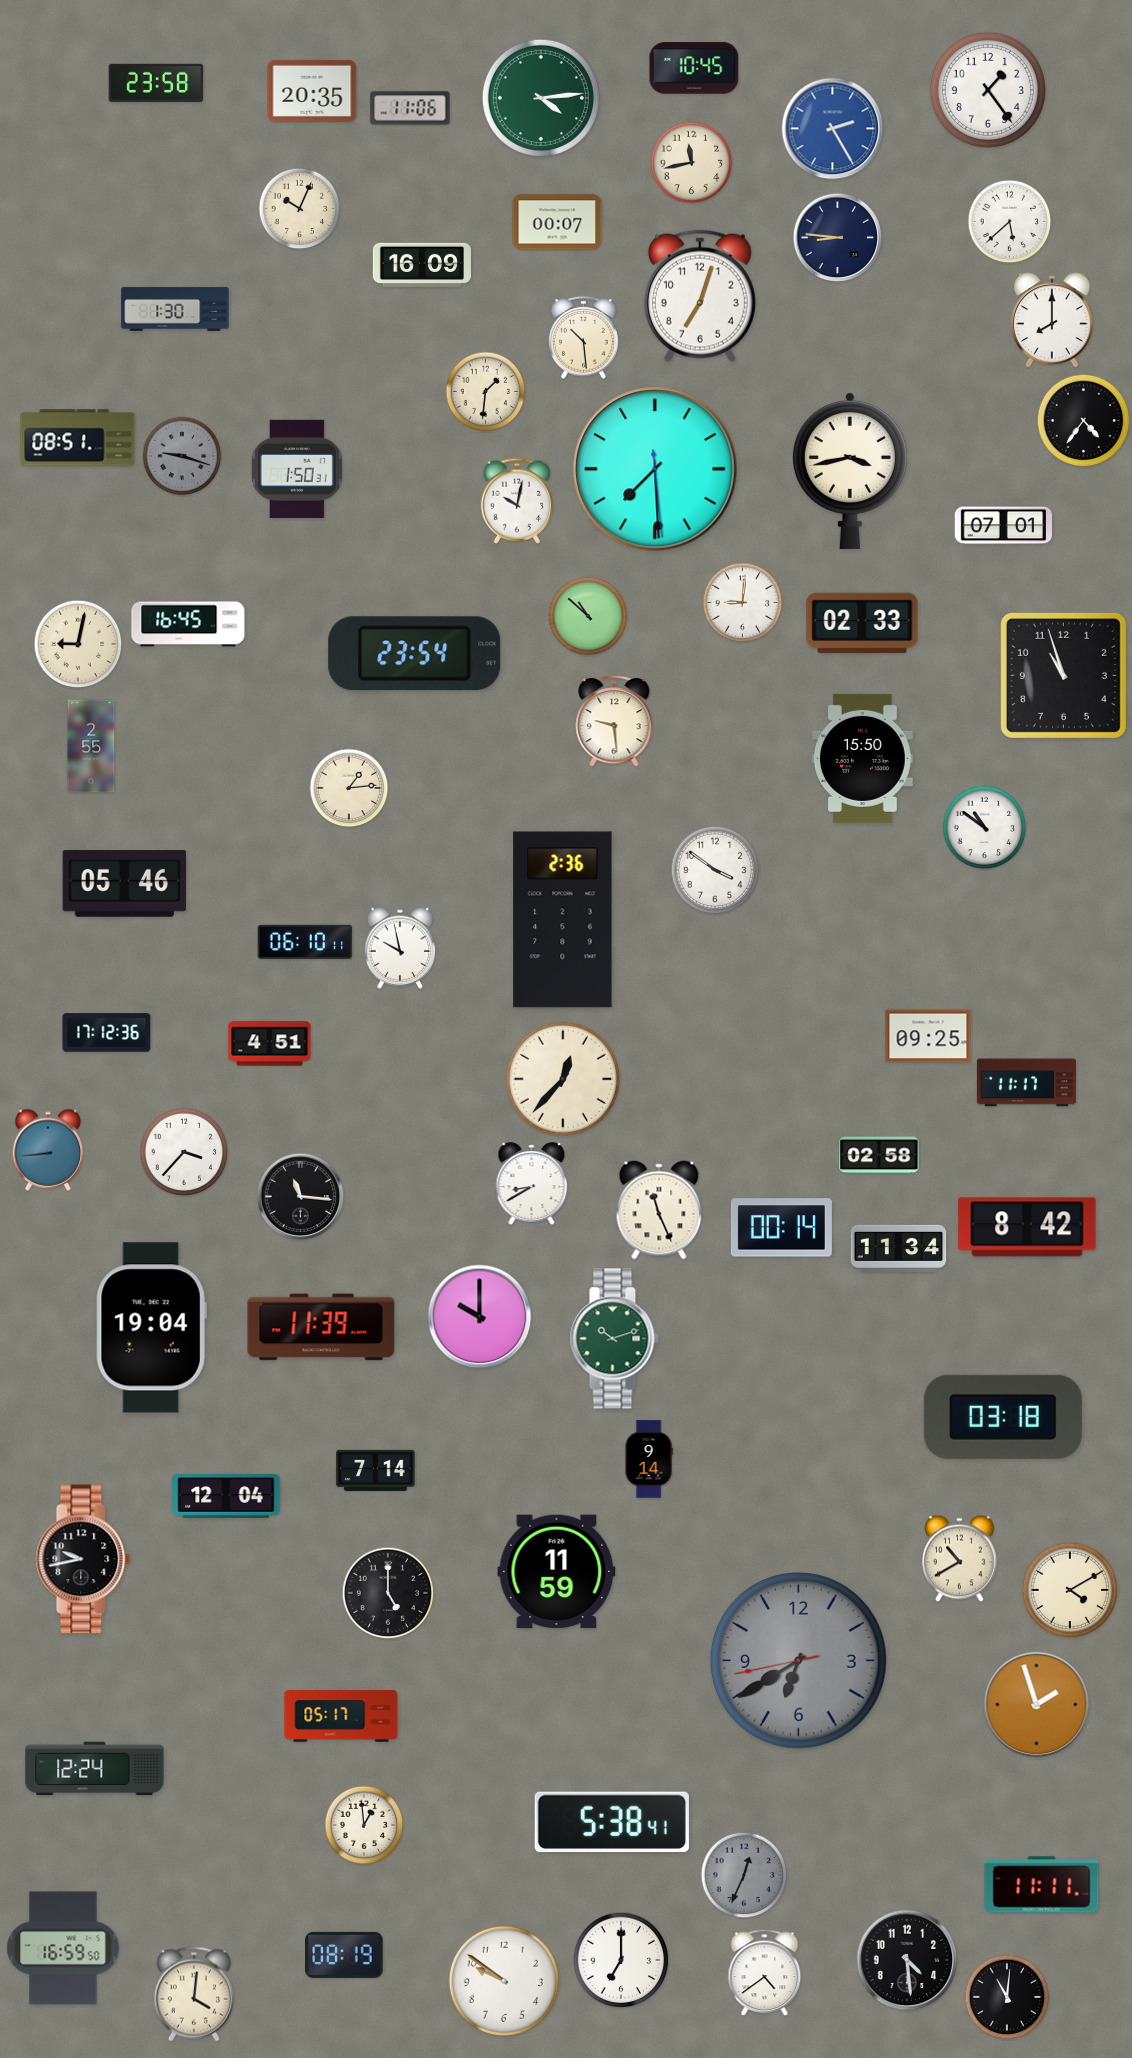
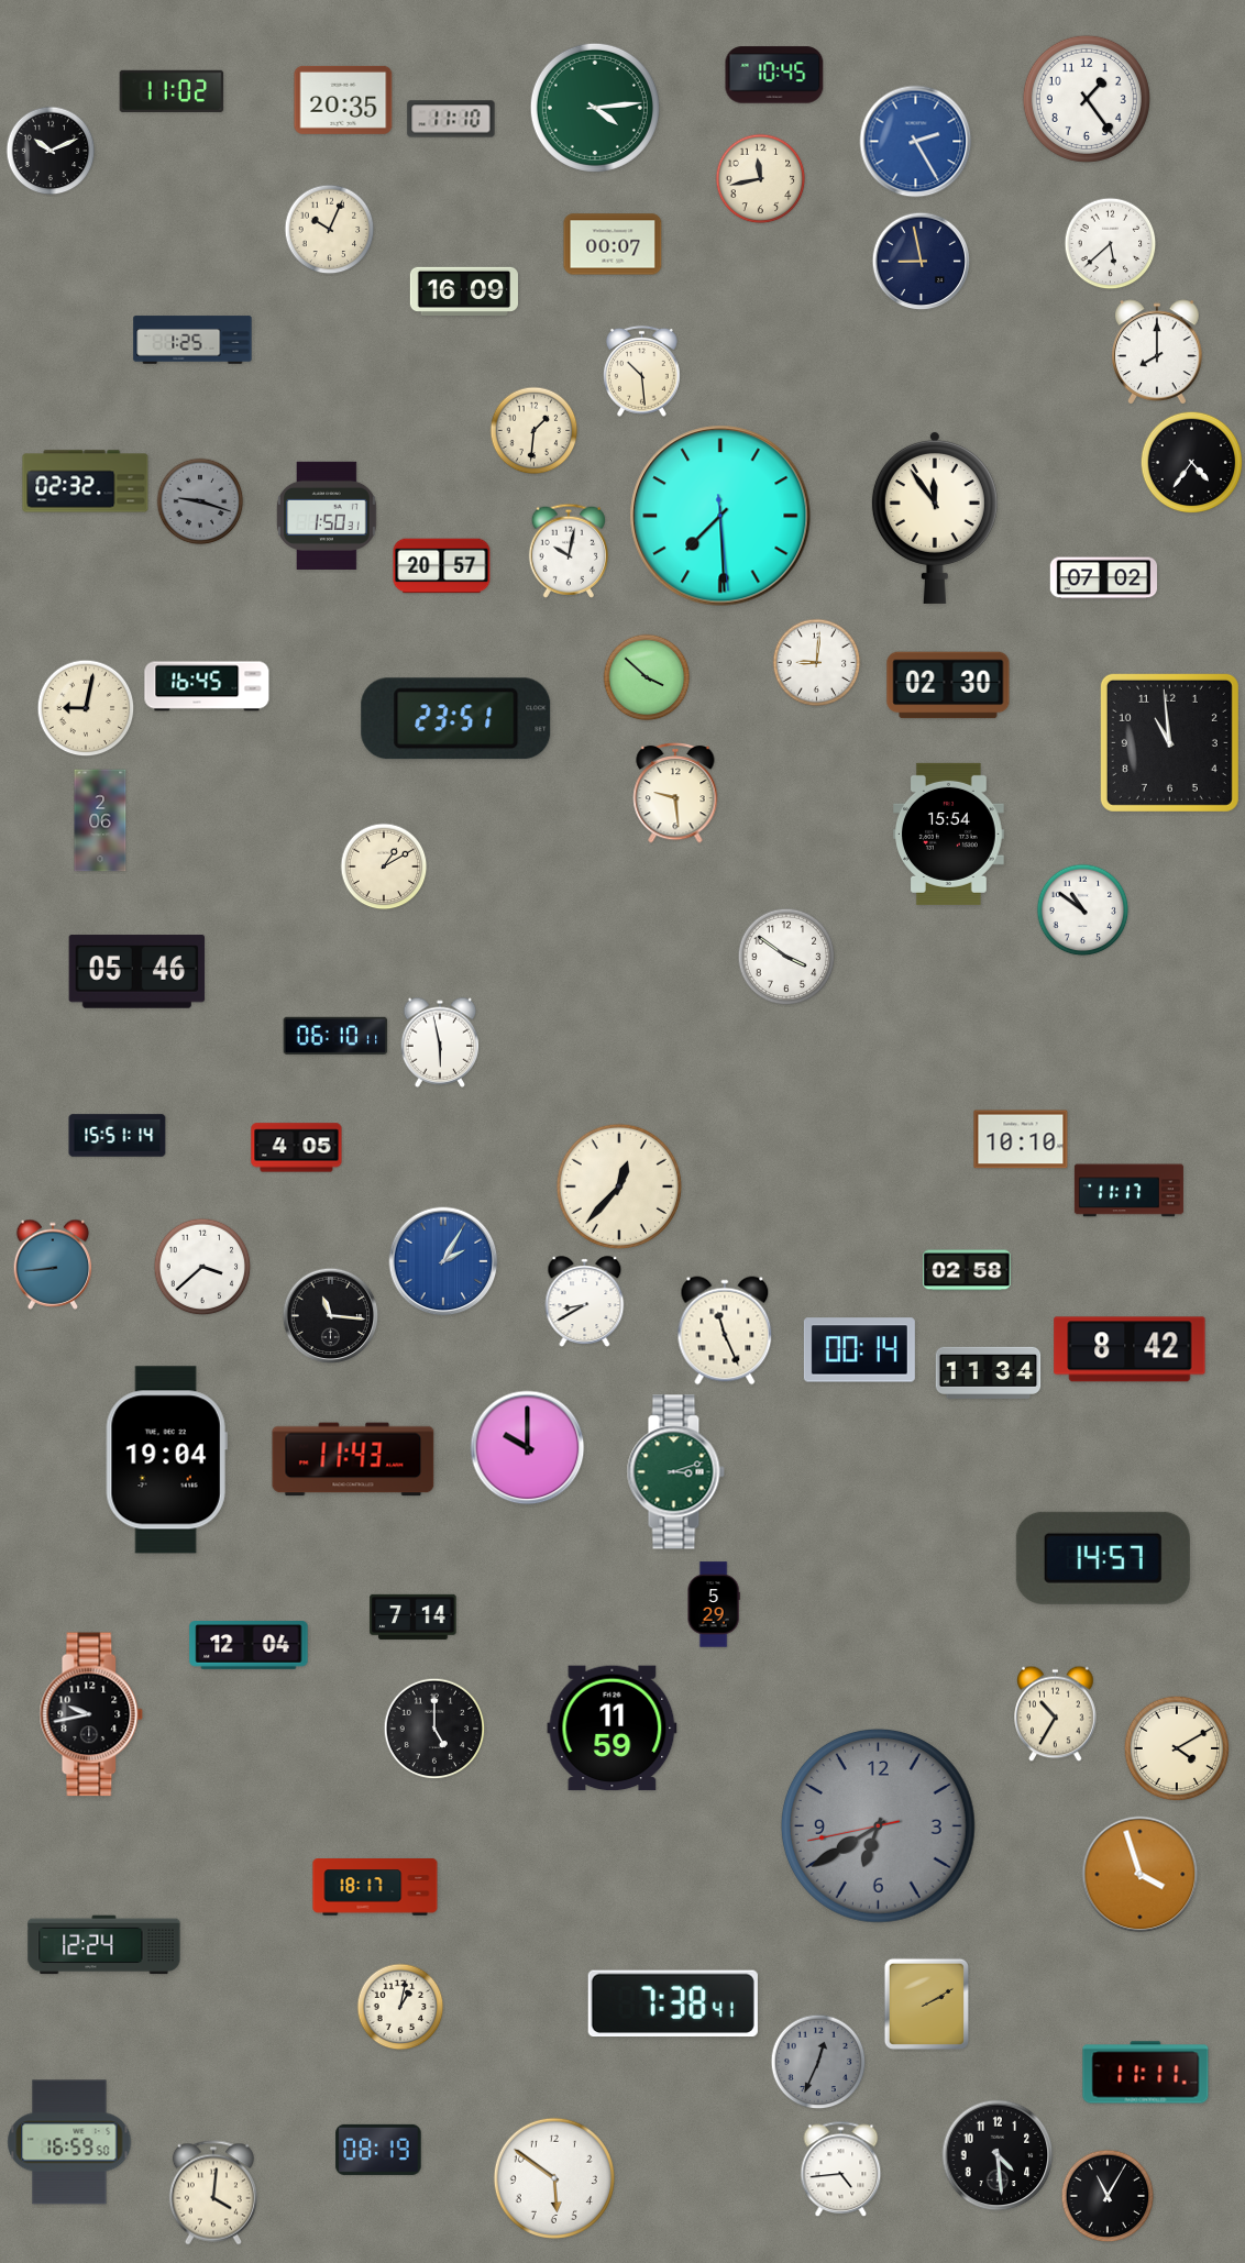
clock at (694, 68) position: (694, 68) -> (774, 75)
clock at (156, 83): 23:58 -> 11:02
clock at (410, 108): 11:06 -> 11:10
clock at (51, 151): none -> 10:11
clock at (838, 238): 8:46 -> 8:58
clock at (700, 296): 7:03 -> none
clock at (175, 309): 1:30 -> 1:25
clock at (78, 438): 08:51 -> 02:32
clock at (850, 470): 3:43 -> 11:54
clock at (442, 566): none -> 20:57
clock at (1003, 526): 07:01 -> 07:02
clock at (588, 616): 10:52 -> 3:52
clock at (862, 623): 02:33 -> 02:30
clock at (415, 654): 23:54 -> 23:51
clock at (1063, 675): 10:57 -> 10:59
clock at (91, 746): 2:55 -> 2:06
clock at (863, 758): 15:50 -> 15:54
clock at (349, 788): 1:14 -> 1:10
clock at (563, 920): 2:36 -> none
clock at (400, 948): 9:58 -> 5:58
clock at (107, 1033): 17:12 -> 15:51
clock at (928, 1036): 09:25 -> 10:10
clock at (270, 1044): 4:51 -> 4:05
clock at (443, 1261): none -> 2:05
clock at (184, 1152): 3:37 -> 3:38
clock at (321, 1327): 11:39 -> 11:43
clock at (614, 1339): 10:12 -> 3:12
clock at (1003, 1417): 03:18 -> 14:57
clock at (649, 1459): 9:14 -> 5:29
clock at (960, 1559): 10:40 -> 10:35
clock at (388, 1593) position: (388, 1593) -> (434, 1729)
clock at (1037, 1705): 1:57 -> 3:57
clock at (341, 1716): 05:17 -> 18:17
clock at (612, 1822): 5:38 -> 7:38
clock at (926, 2003): none -> 2:10
clock at (364, 1825): 12:59 -> 1:02
clock at (621, 1960): 7:00 -> none
clock at (765, 1973): 4:39 -> 4:44
clock at (504, 1981): 9:51 -> 5:51
clock at (1007, 1997): 11:01 -> 11:05
